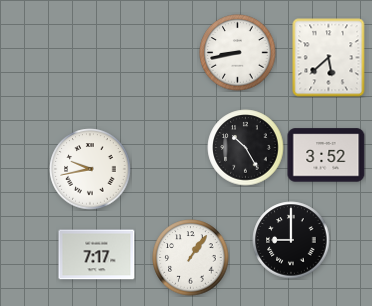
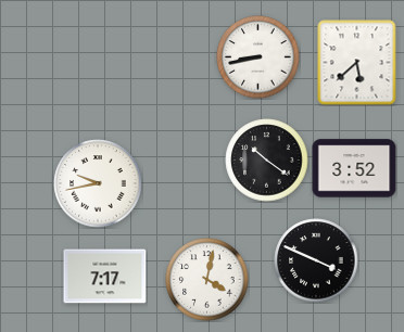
clock at (246, 148): 10:25 -> 10:21
clock at (291, 240): 9:00 -> 3:49
clock at (191, 258): 1:06 -> 4:02
